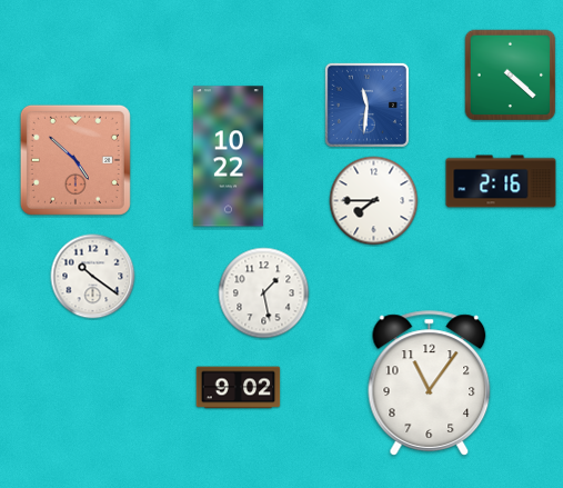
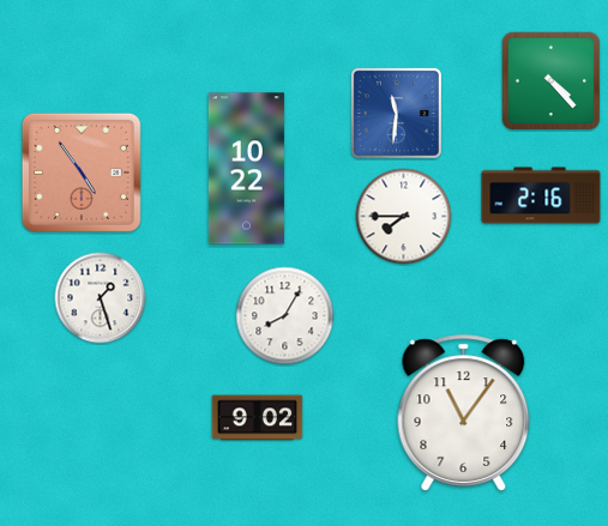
clock at (511, 76): 4:22 -> 4:23
clock at (76, 160): 4:52 -> 4:54
clock at (93, 277): 10:21 -> 1:27
clock at (264, 293): 1:28 -> 8:05
